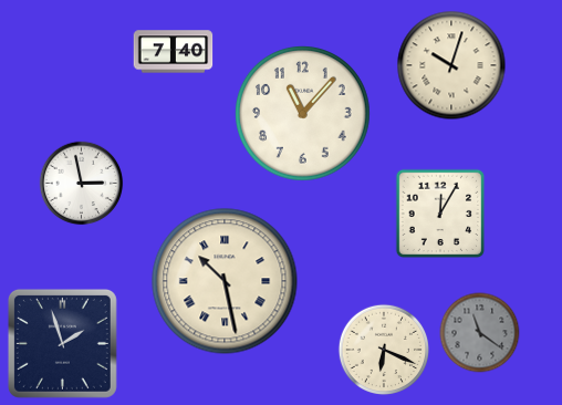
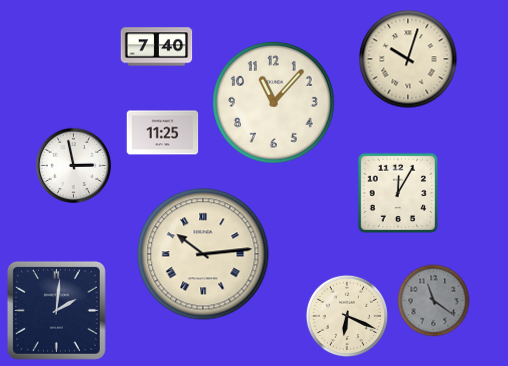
clock at (163, 133): none -> 11:25
clock at (225, 281): 10:28 -> 10:14
clock at (62, 343): 1:57 -> 2:01
